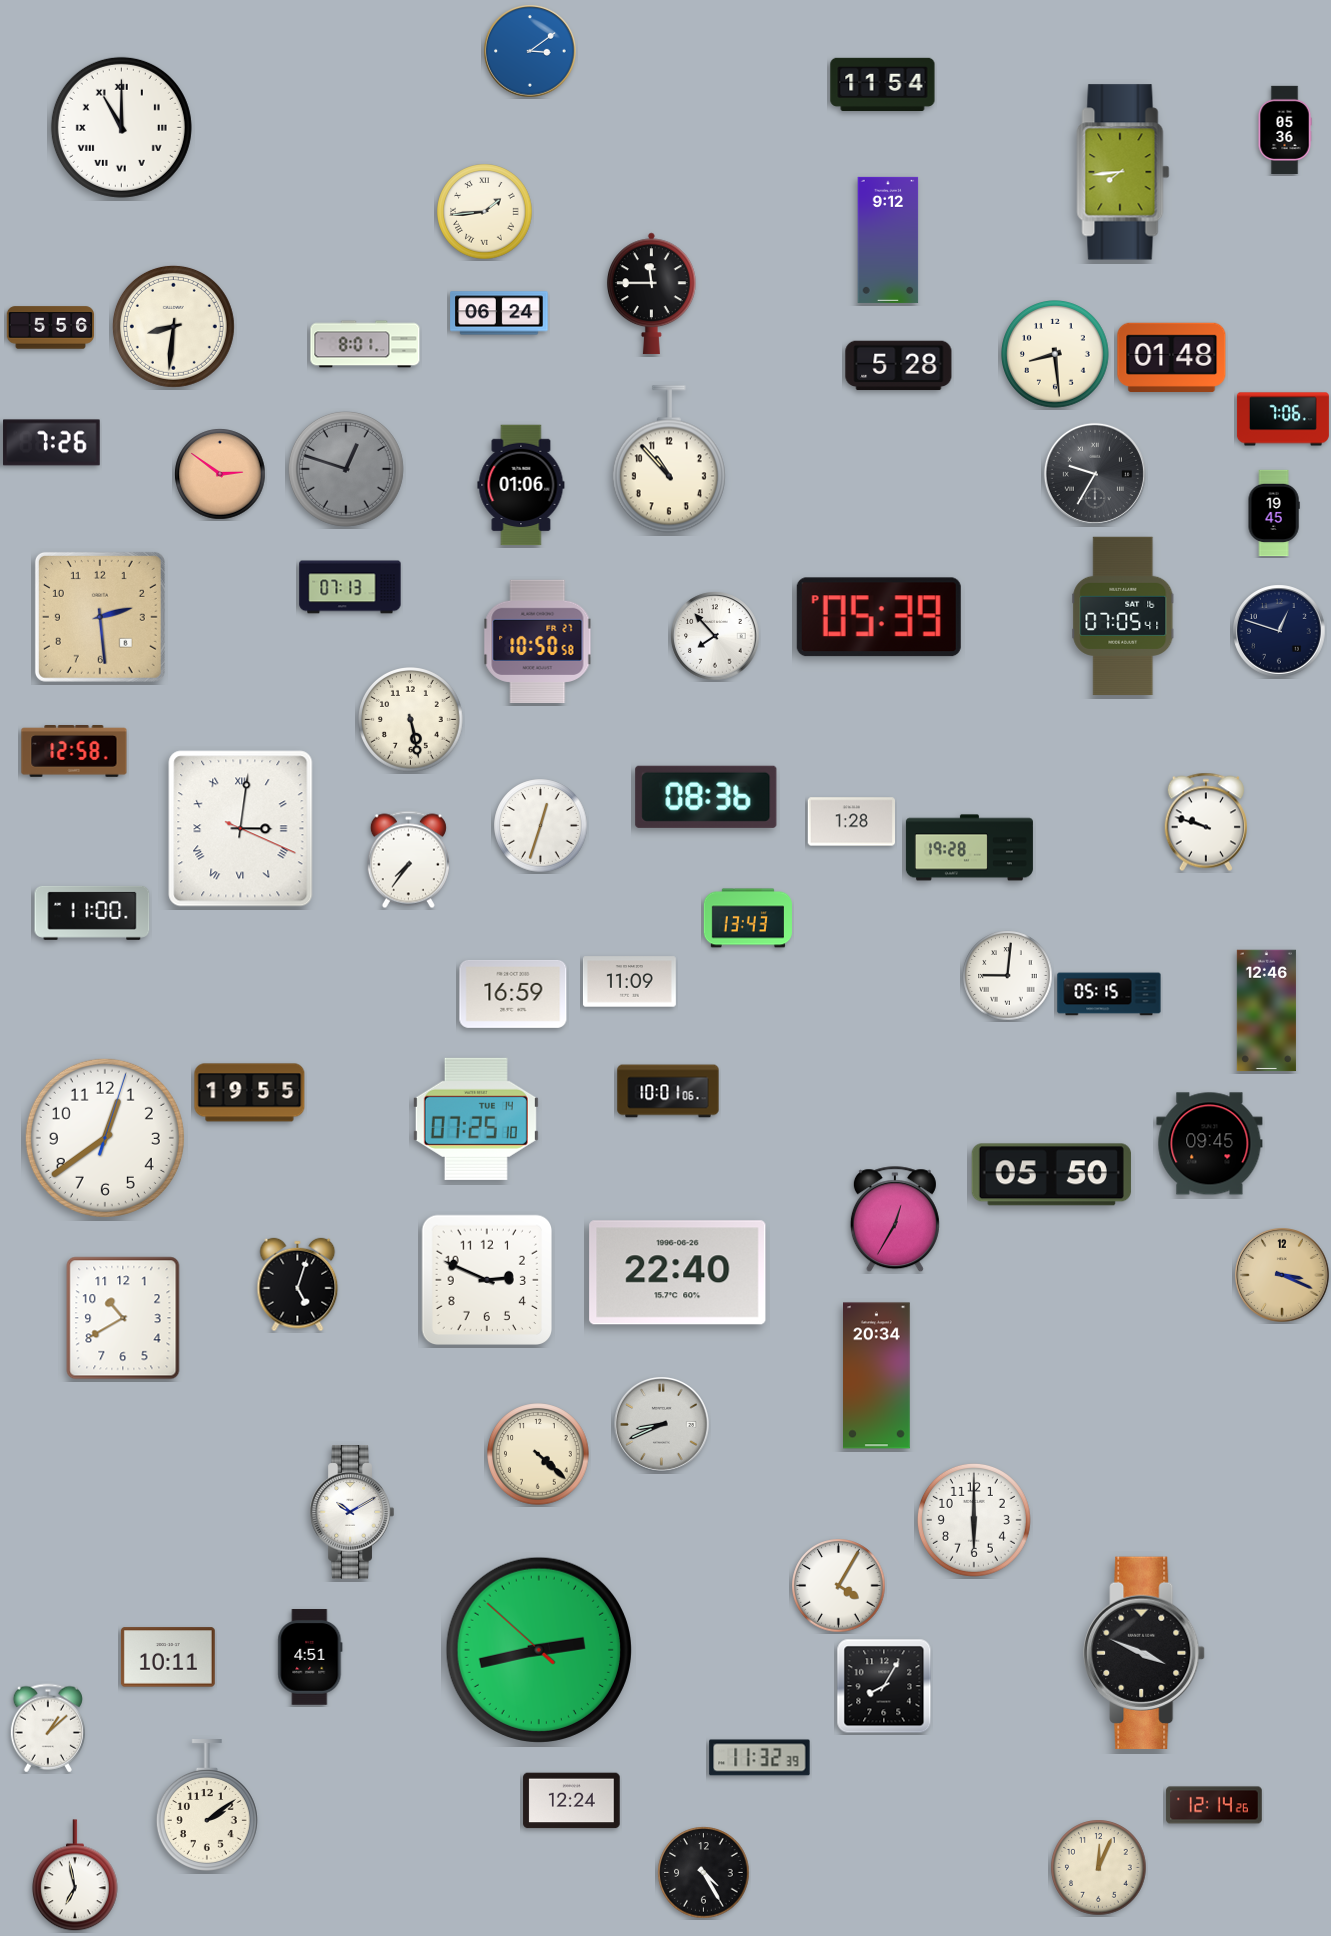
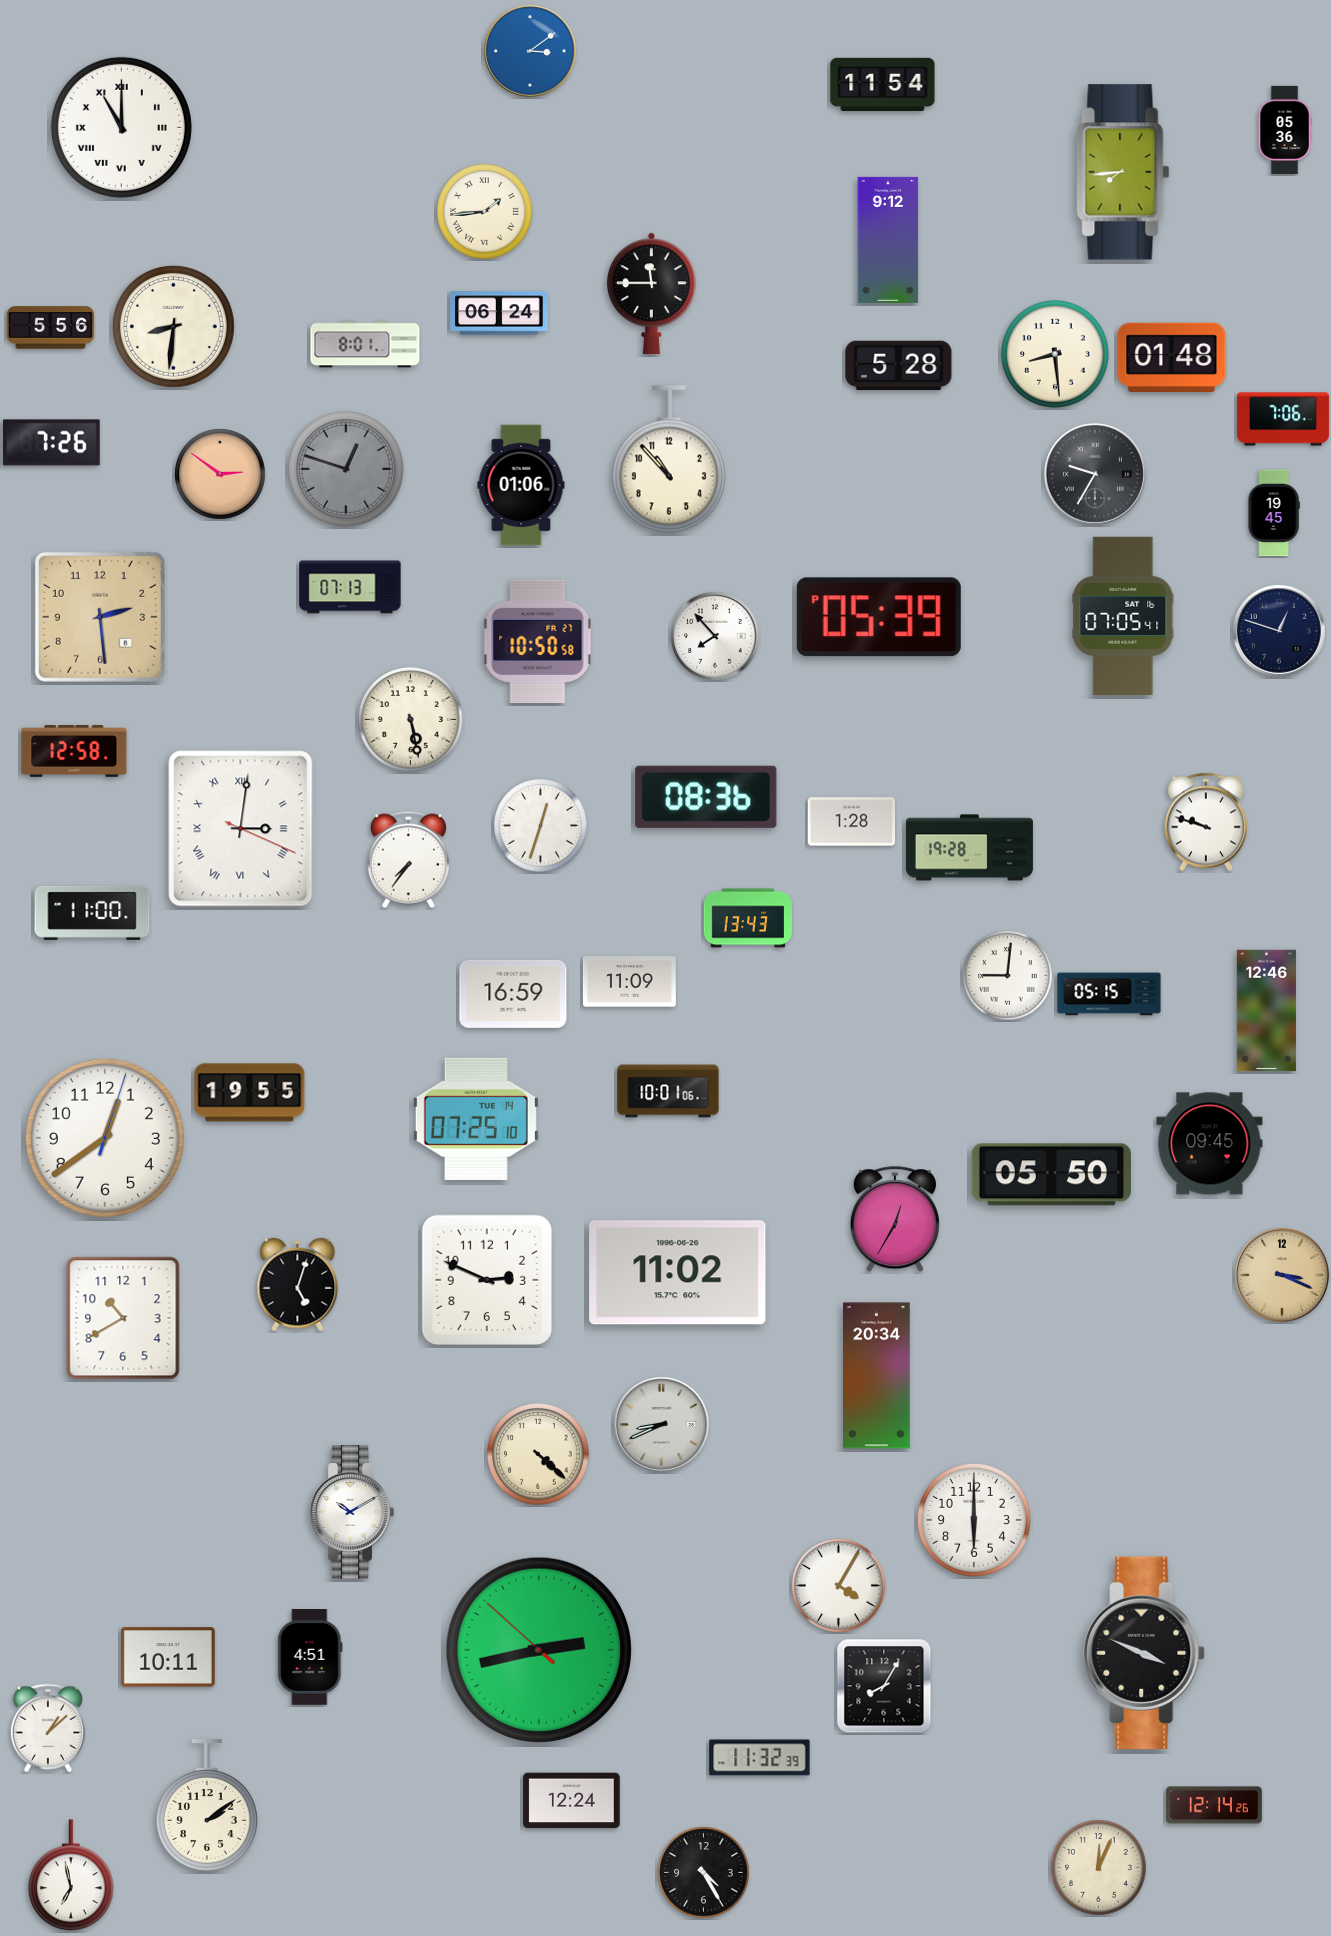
clock at (678, 1273): 22:40 -> 11:02
clock at (75, 1876) position: (75, 1876) -> (71, 1876)
